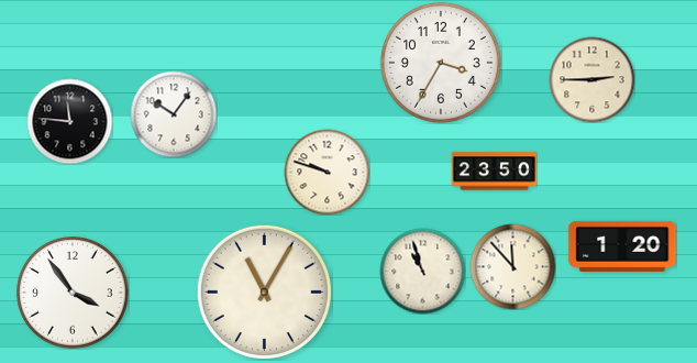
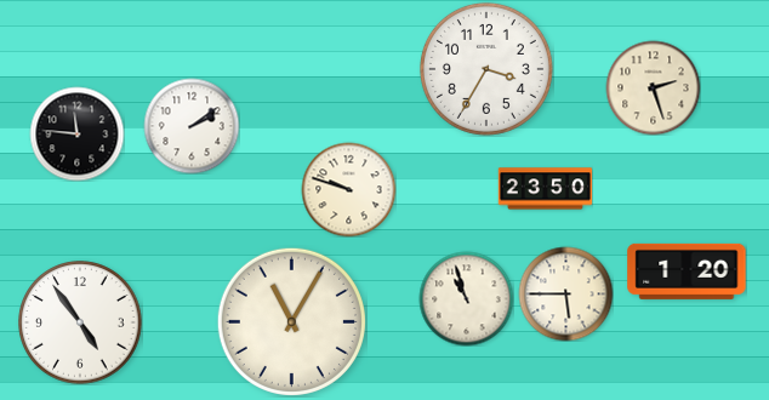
clock at (591, 79): 2:45 -> 2:27
clock at (174, 114): 10:06 -> 2:09
clock at (327, 172) position: (327, 172) -> (348, 189)
clock at (512, 266): 11:53 -> 5:45
clock at (73, 293): 3:54 -> 4:54
